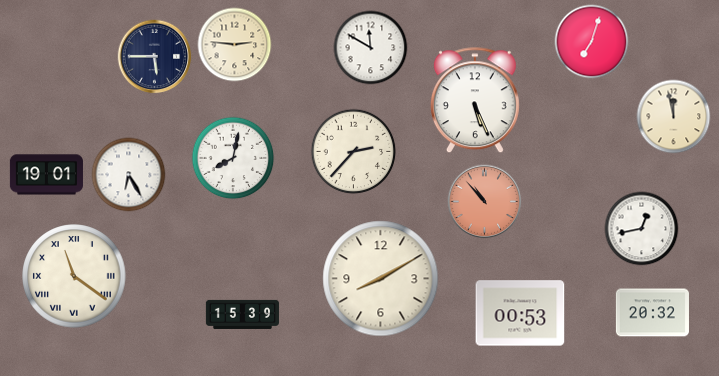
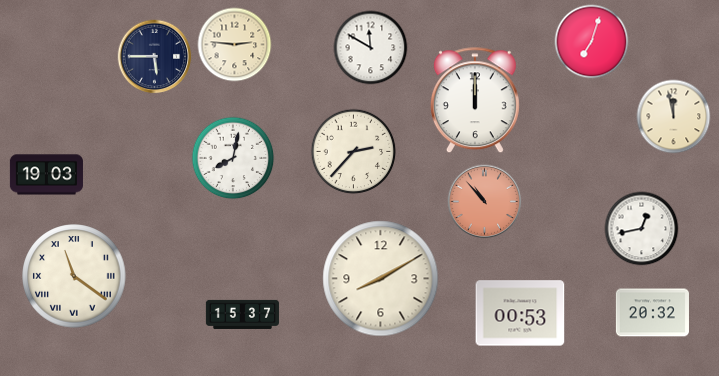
clock at (475, 101): 5:26 -> 12:00
clock at (46, 175): 19:01 -> 19:03
clock at (129, 175): 6:25 -> none
clock at (242, 314): 15:39 -> 15:37
